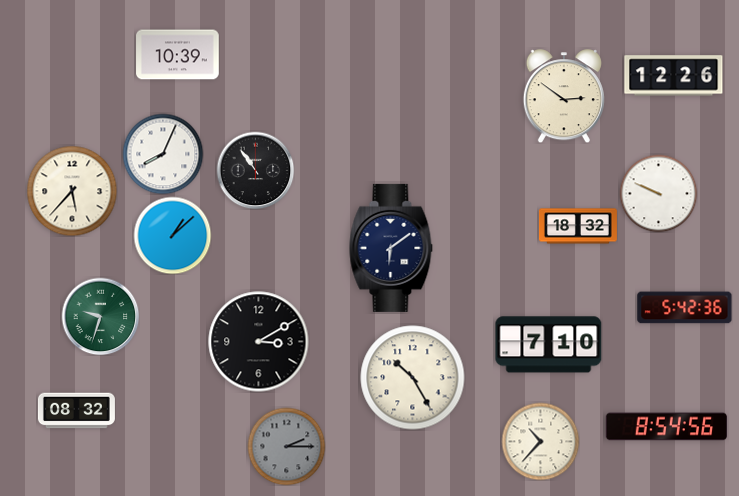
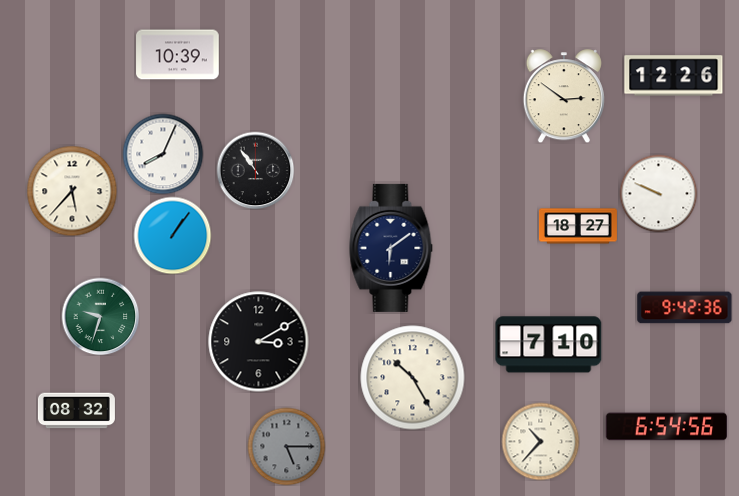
clock at (578, 226): 18:32 -> 18:27
clock at (172, 235): 1:08 -> 1:06
clock at (685, 308): 5:42 -> 9:42
clock at (667, 427): 8:54 -> 6:54
clock at (286, 446): 2:15 -> 5:15
